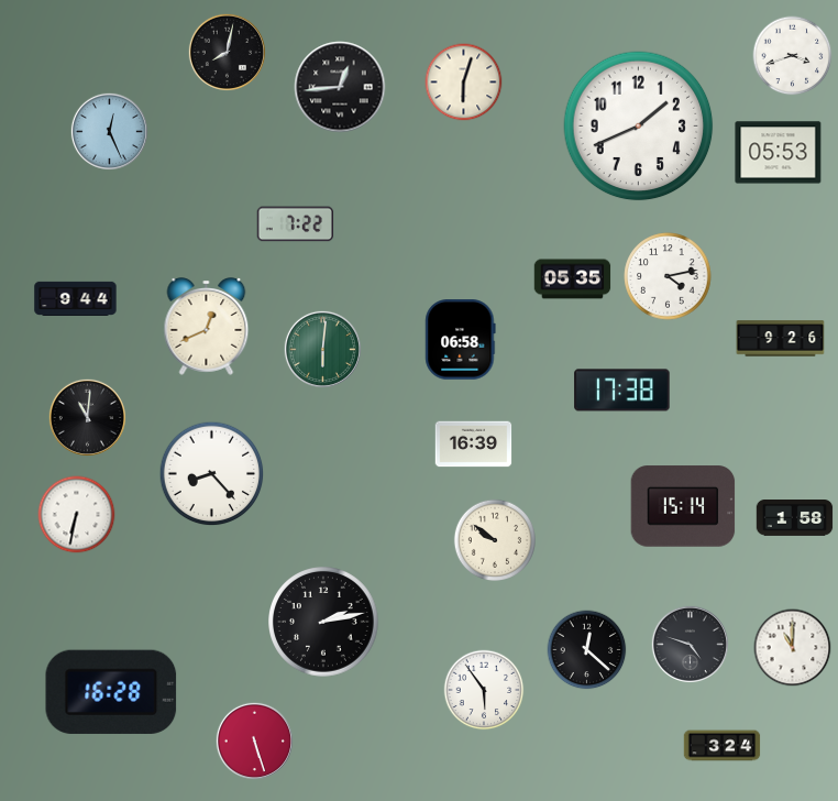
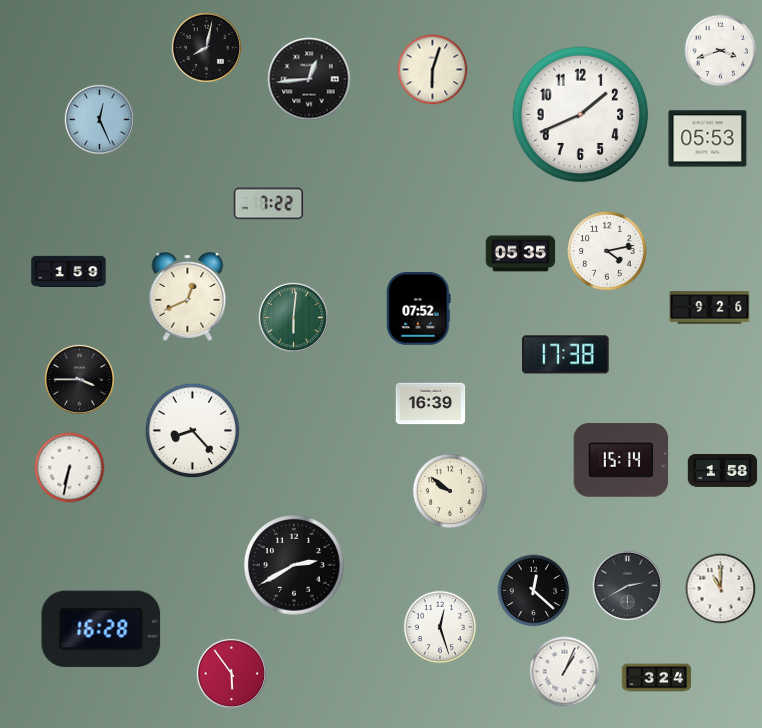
clock at (464, 83) position: (464, 83) -> (433, 70)
clock at (76, 299): 9:44 -> 1:59
clock at (461, 340): 06:58 -> 07:52
clock at (87, 417): 11:01 -> 3:45
clock at (324, 623): 2:13 -> 2:40
clock at (690, 644): 4:48 -> 2:40
clock at (484, 690): 5:54 -> 12:27
clock at (565, 672): none -> 1:04
clock at (254, 740): 5:27 -> 5:54
